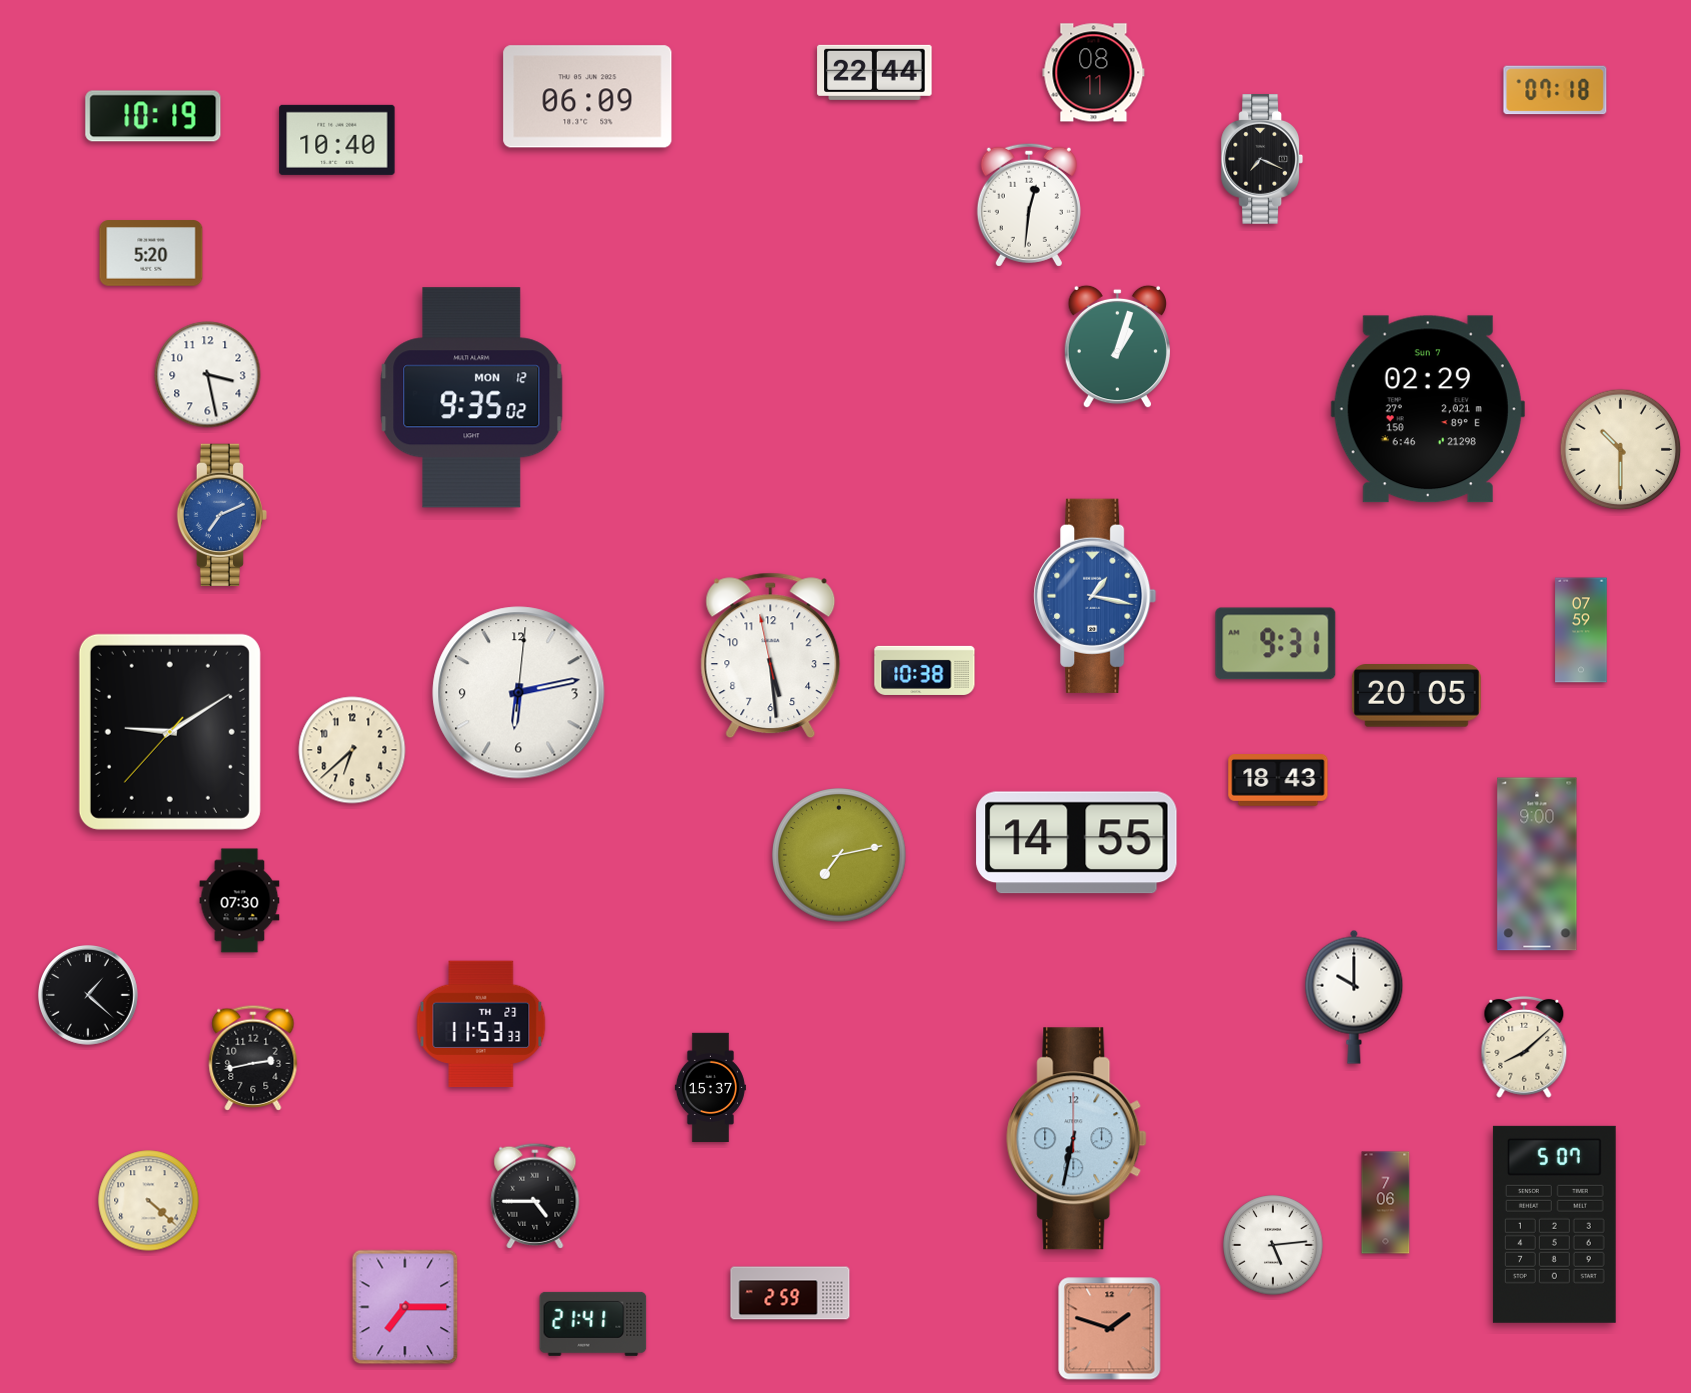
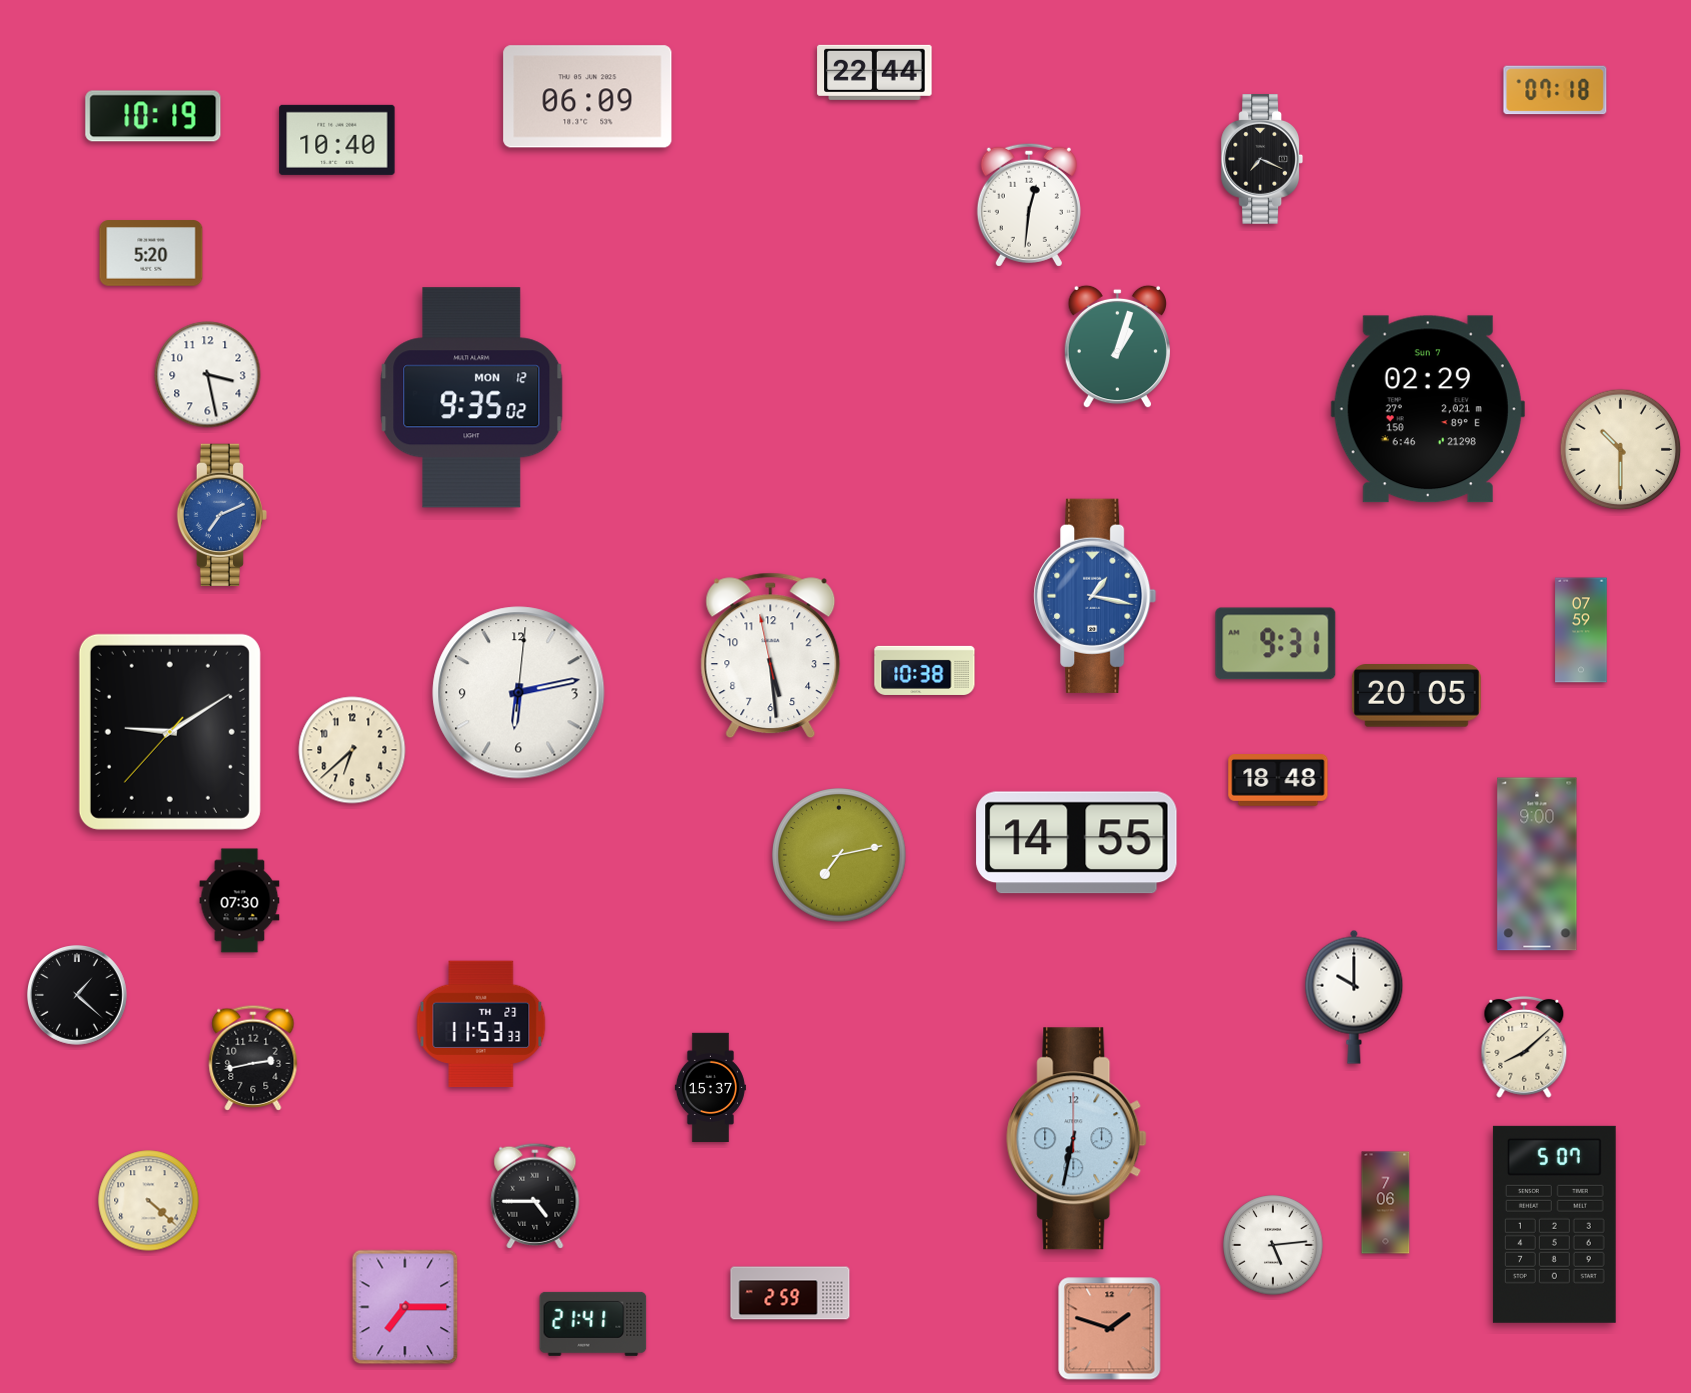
clock at (1094, 73): 08:11 -> none
clock at (1278, 781): 18:43 -> 18:48
clock at (89, 996) position: (89, 996) -> (78, 996)
